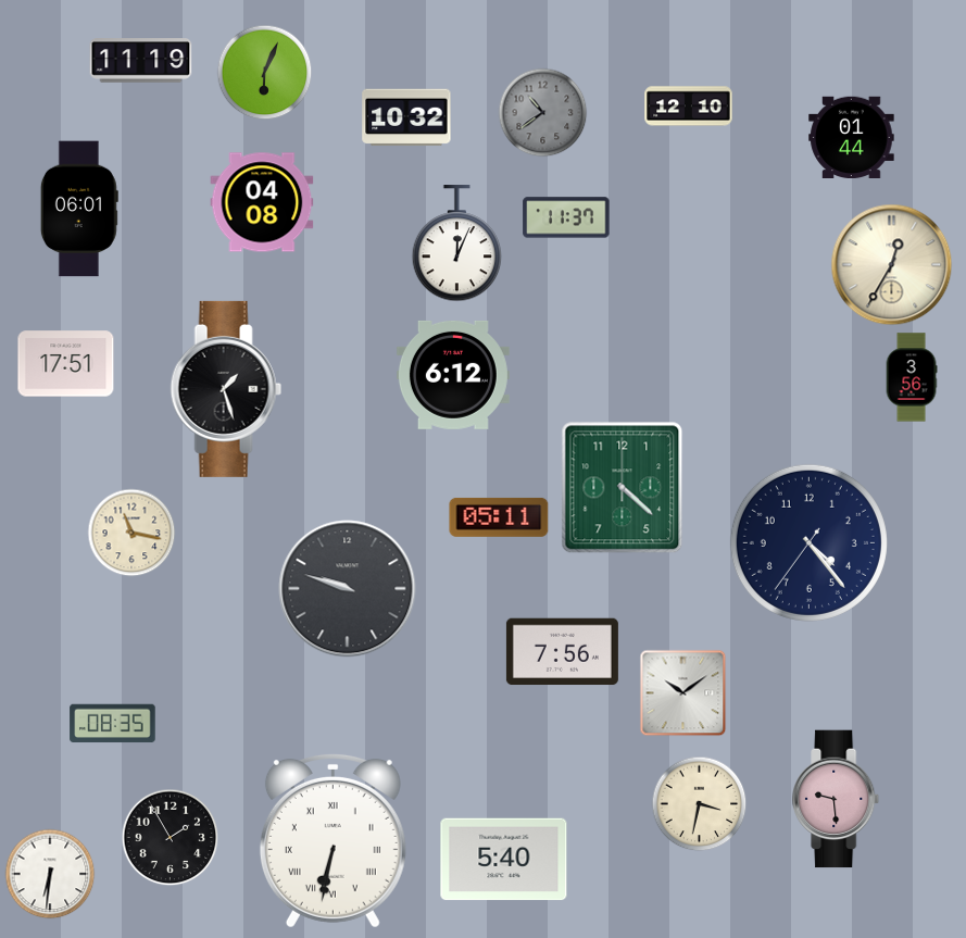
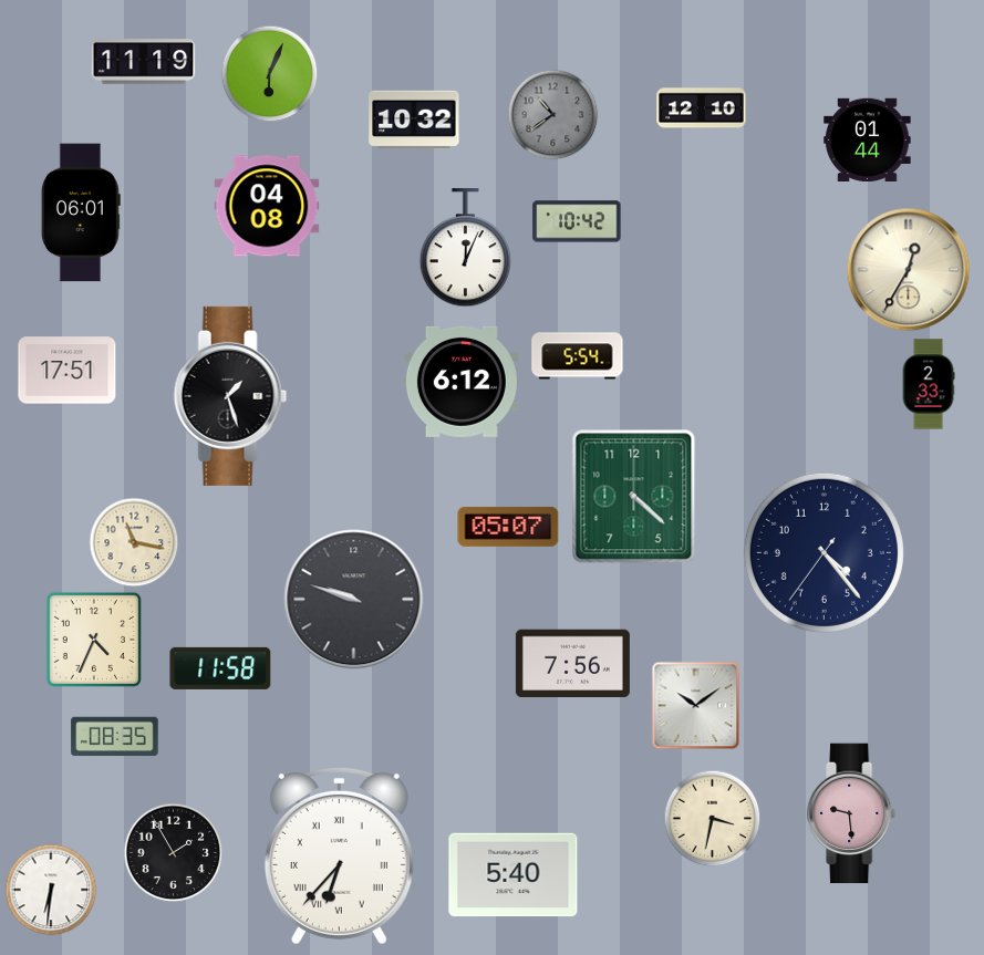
clock at (566, 217): 11:37 -> 10:42
clock at (578, 356): none -> 5:54
clock at (912, 377): 3:56 -> 2:33
clock at (499, 517): 05:11 -> 05:07
clock at (94, 640): none -> 4:34
clock at (220, 668): none -> 11:58
clock at (333, 840): 6:32 -> 6:37
